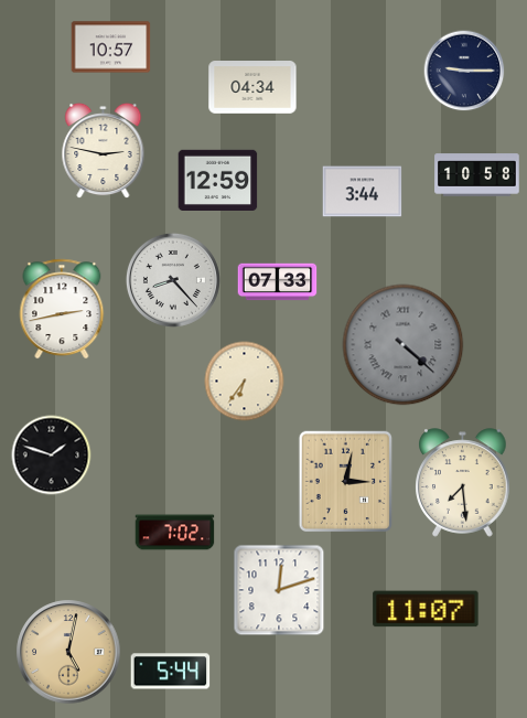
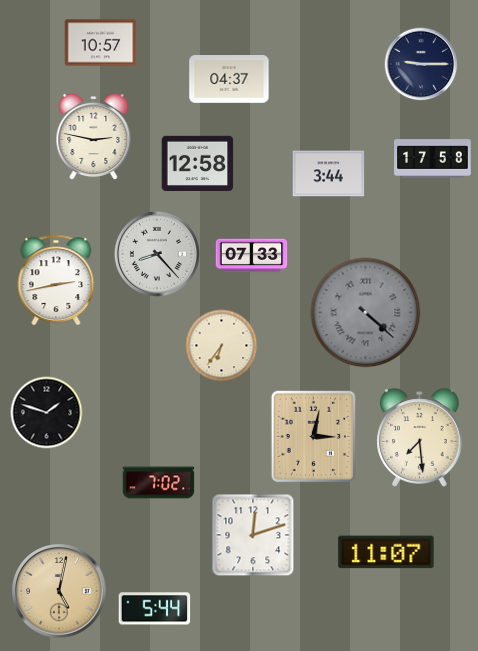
clock at (252, 88): 04:34 -> 04:37
clock at (477, 175): 10:58 -> 17:58
clock at (218, 180): 12:59 -> 12:58
clock at (68, 652) position: (68, 652) -> (59, 591)
